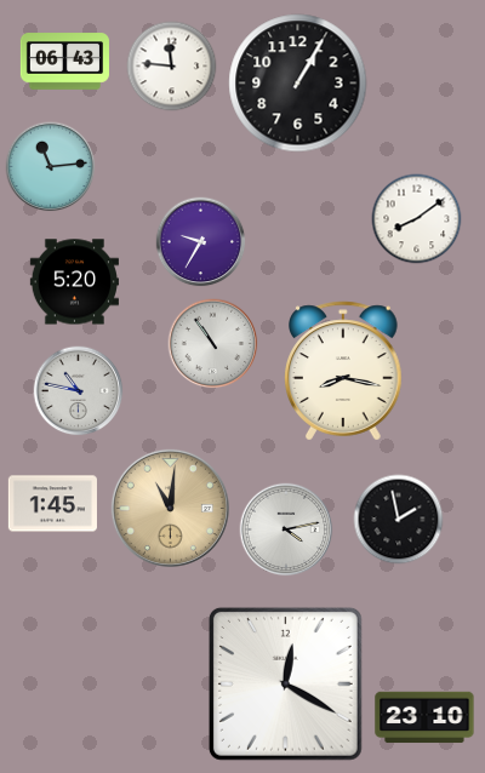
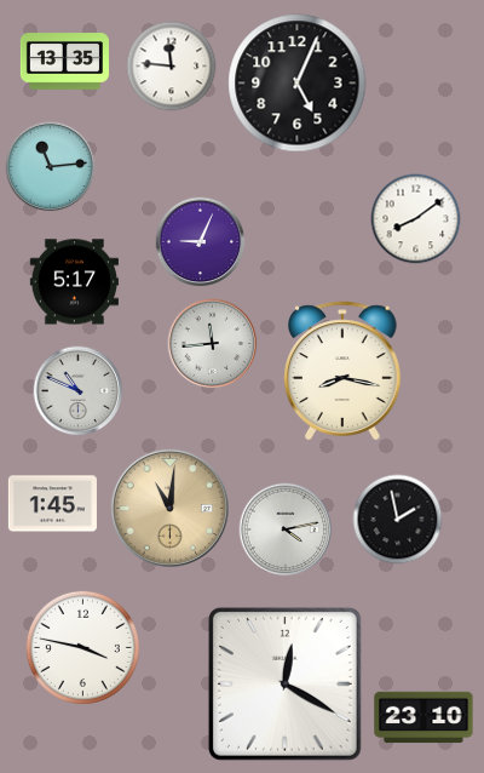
clock at (64, 62): 06:43 -> 13:35
clock at (298, 84): 1:05 -> 5:04
clock at (201, 242): 9:35 -> 9:04
clock at (74, 282): 5:20 -> 5:17
clock at (213, 344): 10:54 -> 11:44
clock at (79, 391): 10:47 -> 10:49
clock at (82, 647): none -> 3:47
